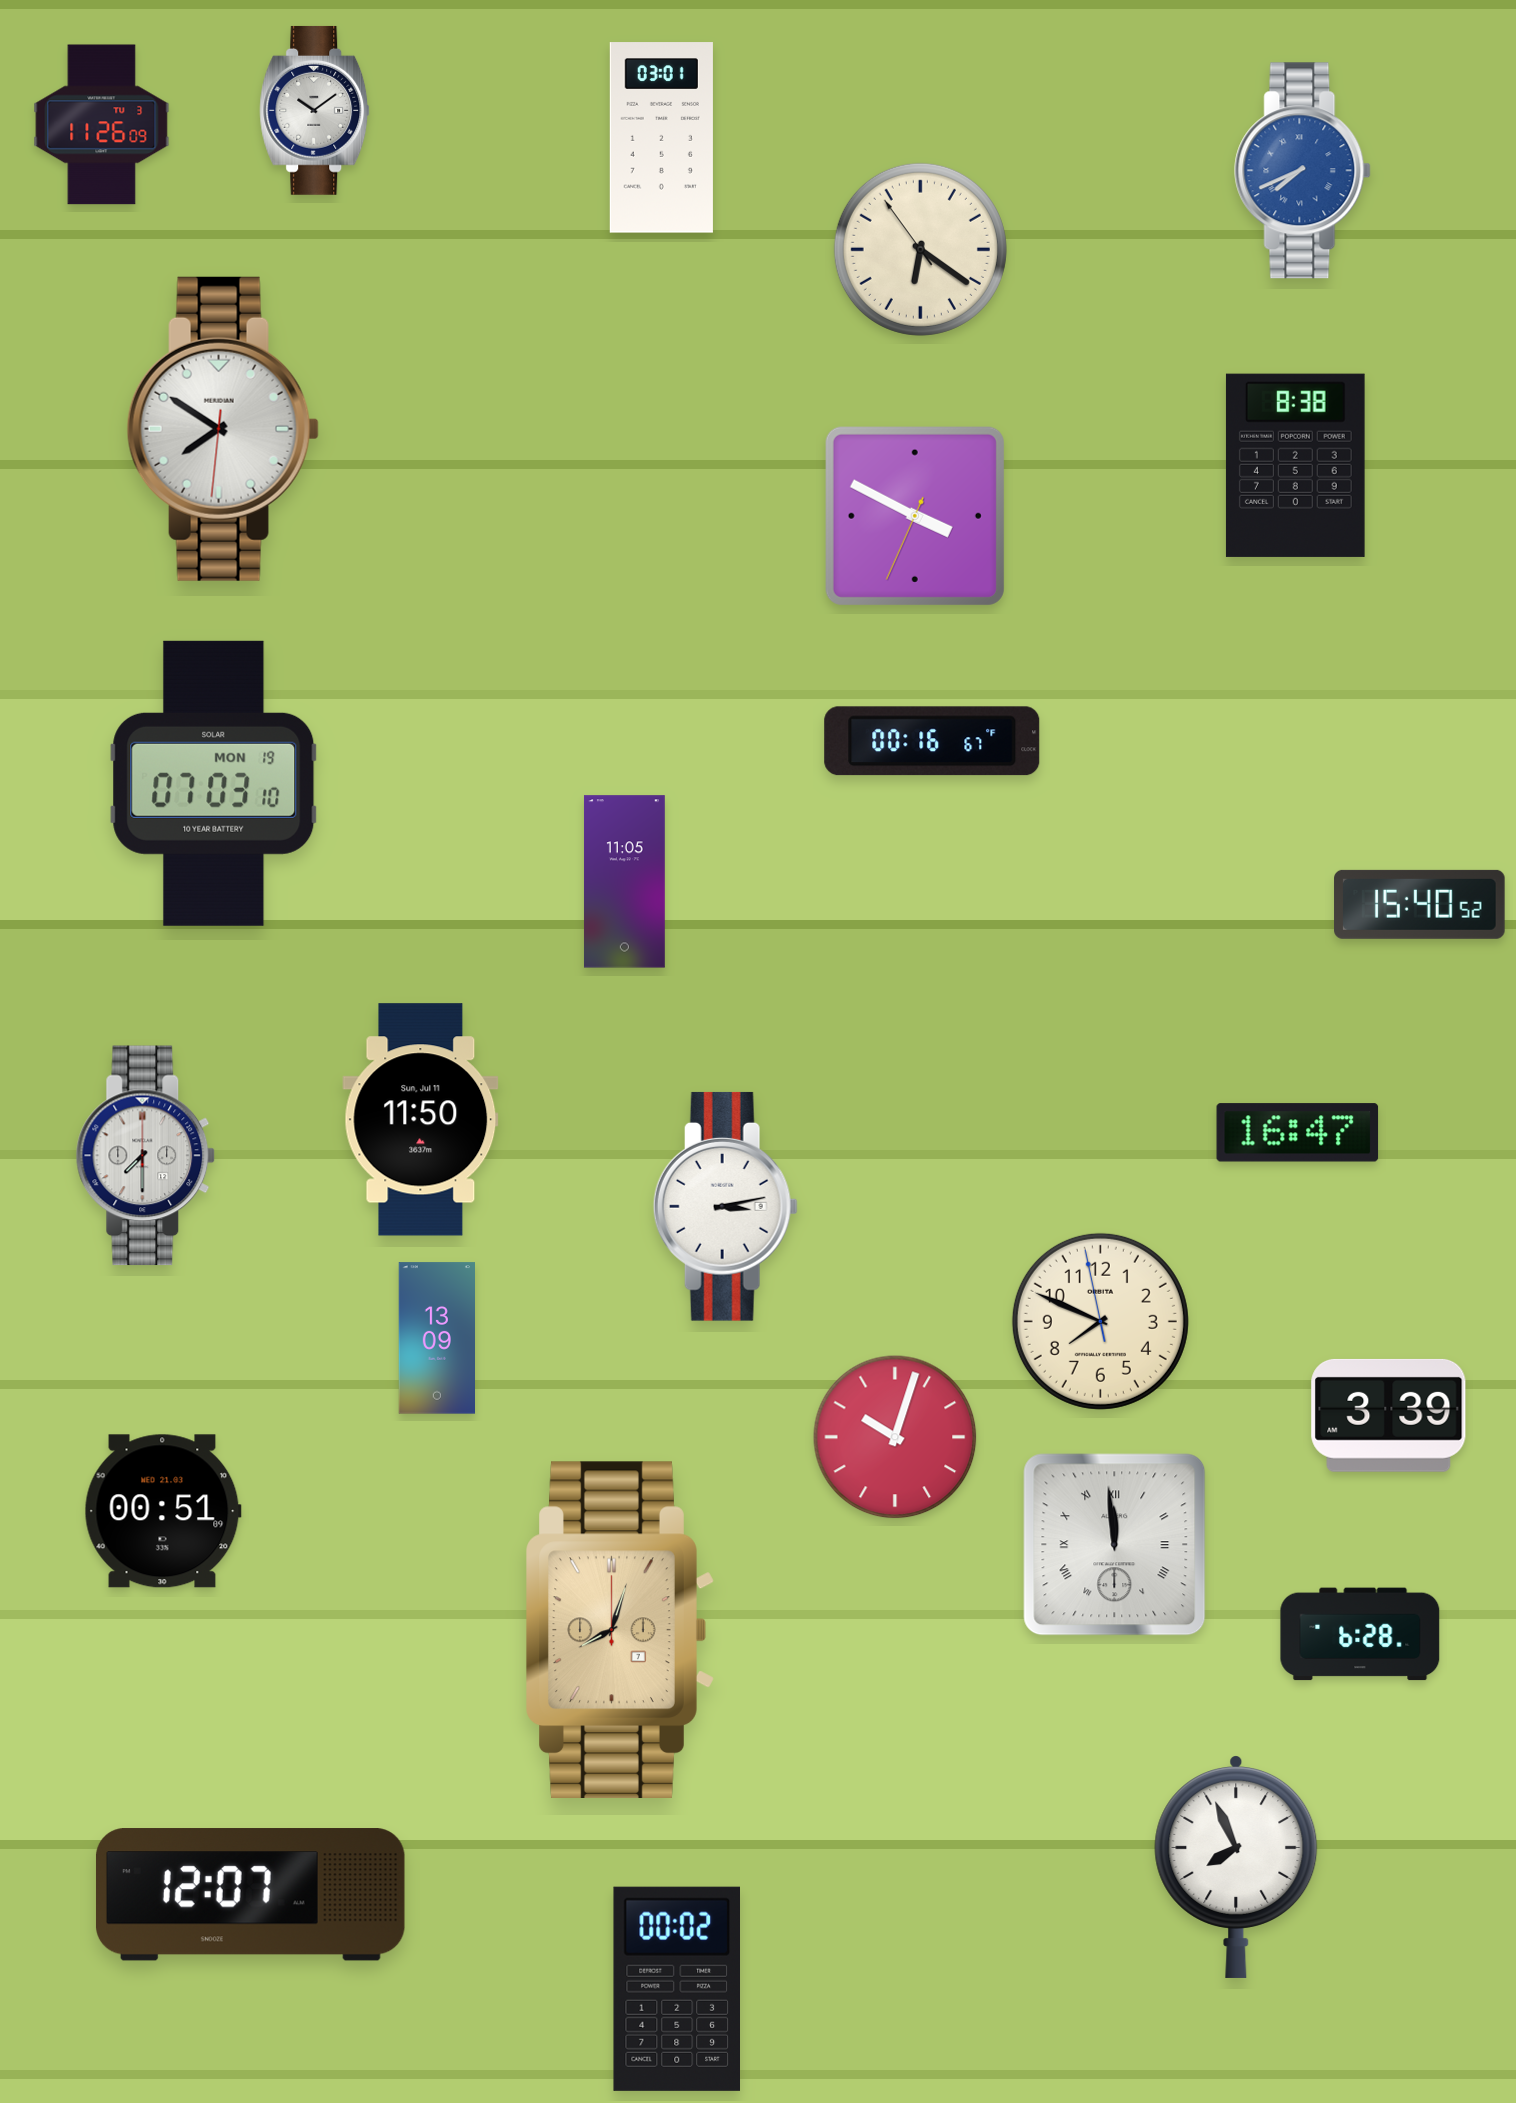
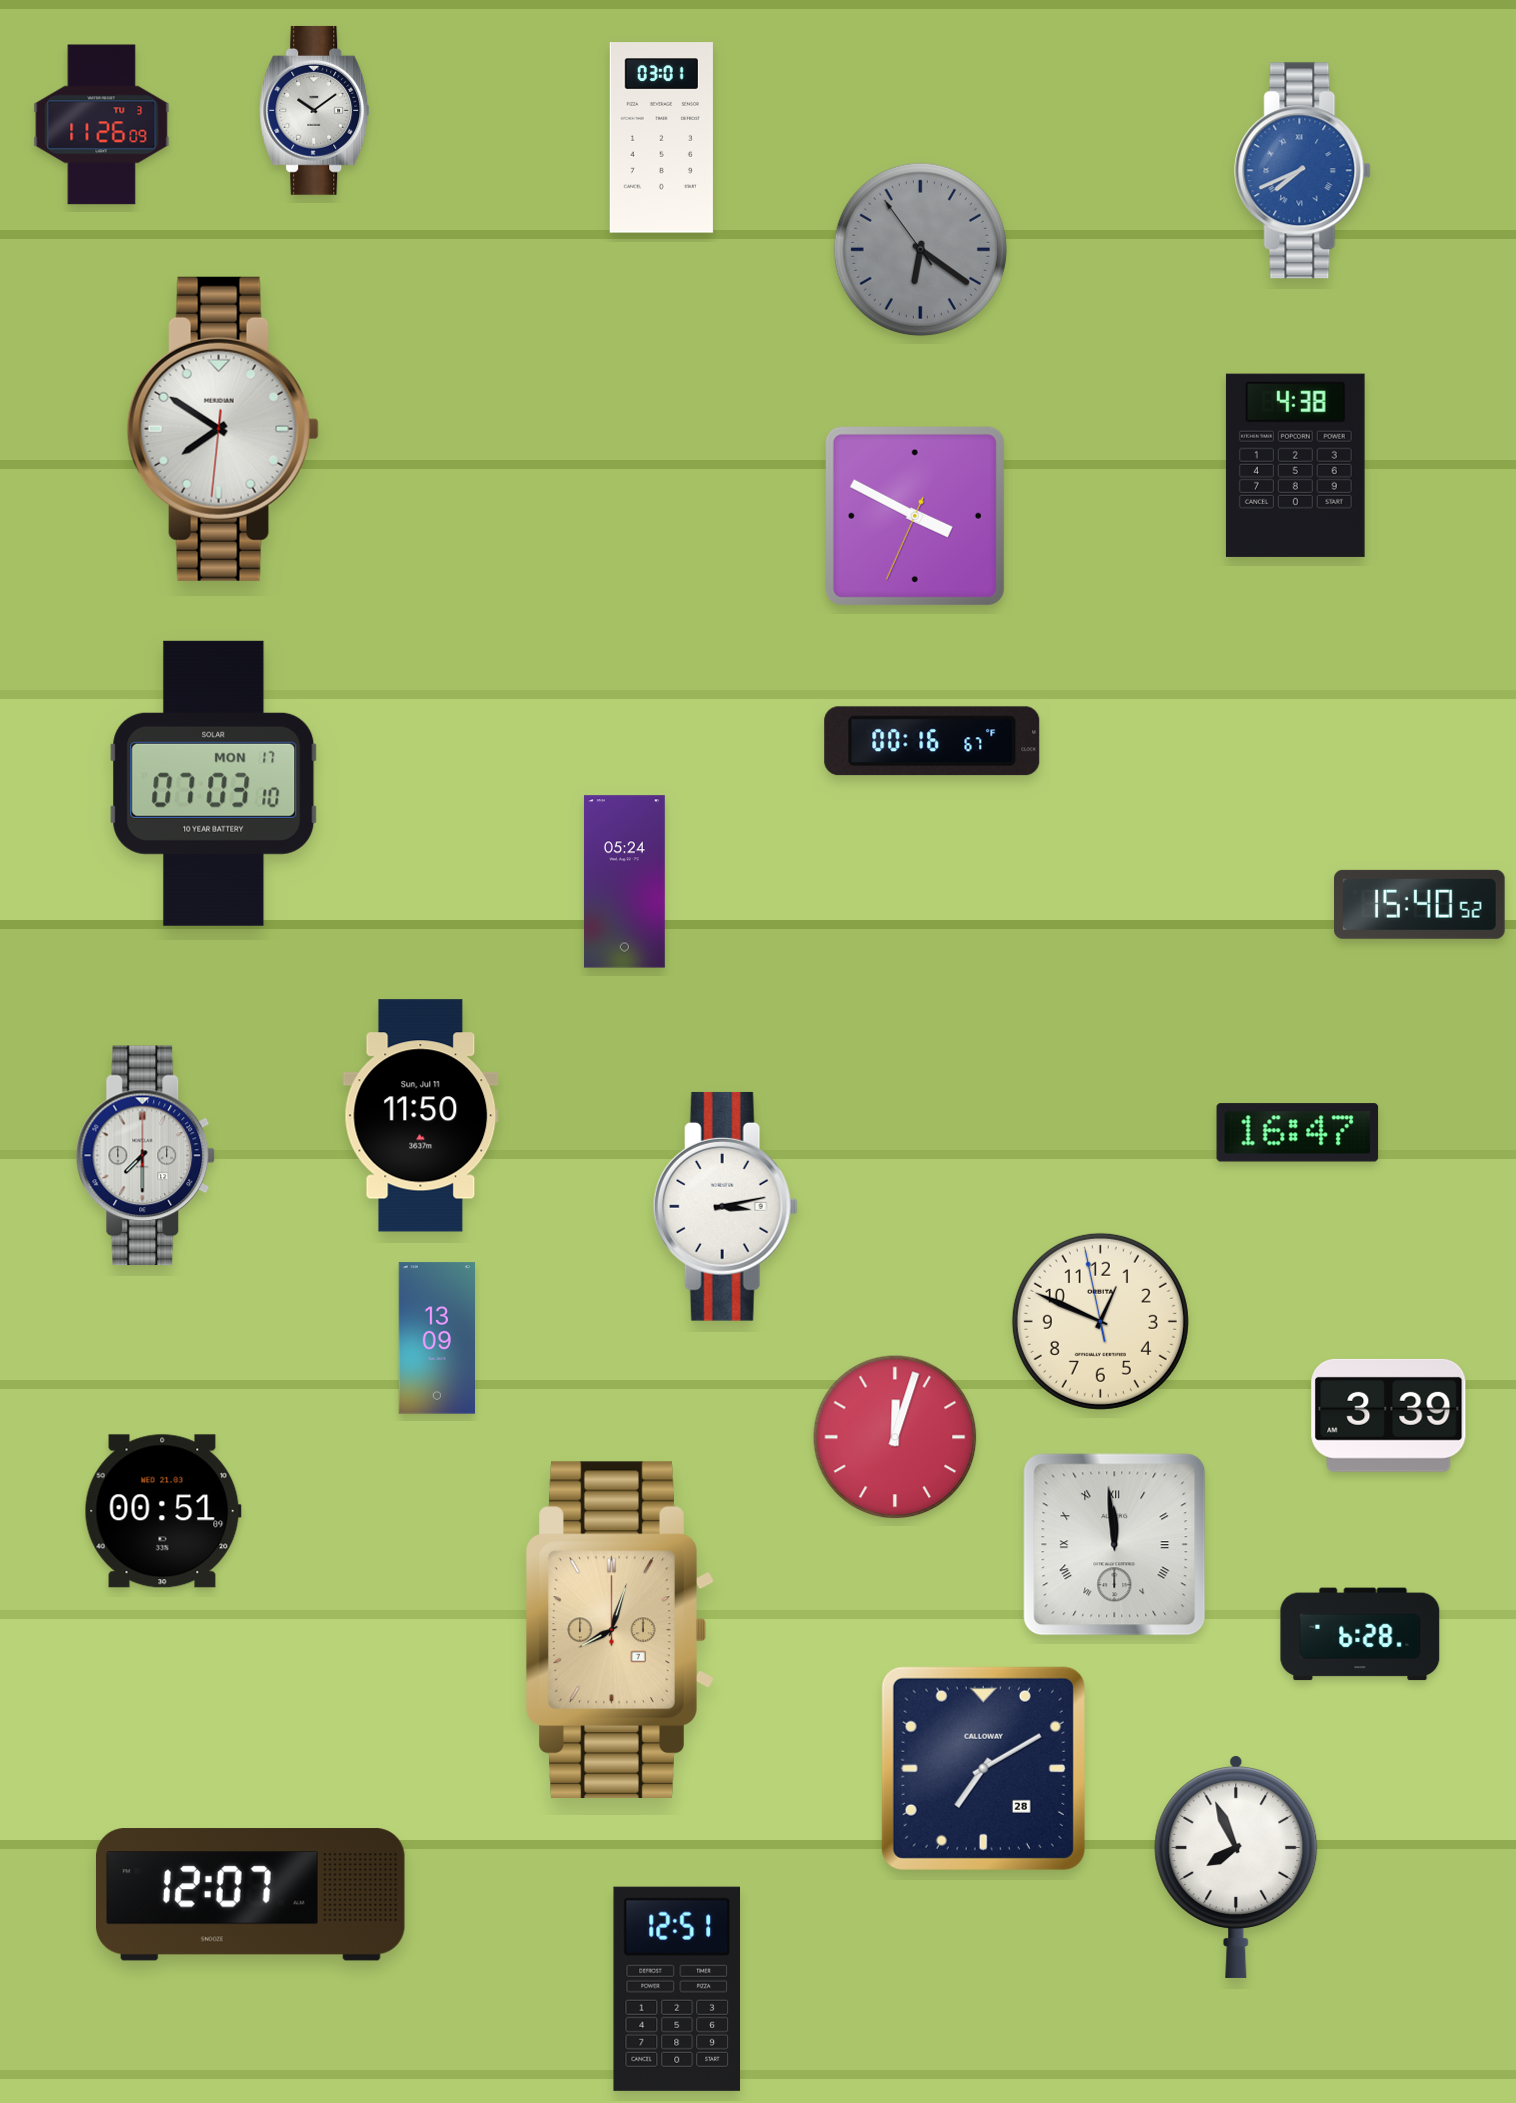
clock at (920, 249) dial: cream -> grey
clock at (1295, 465): 8:38 -> 4:38
clock at (214, 783) date: MON 19 -> MON 17
clock at (624, 882): 11:05 -> 05:24
clock at (421, 1120) position: (421, 1120) -> (421, 1116)
clock at (1100, 1321): 7:48 -> 12:48
clock at (895, 1437): 10:03 -> 12:03
clock at (983, 1768): none -> 7:10
clock at (677, 1989): 00:02 -> 12:51
